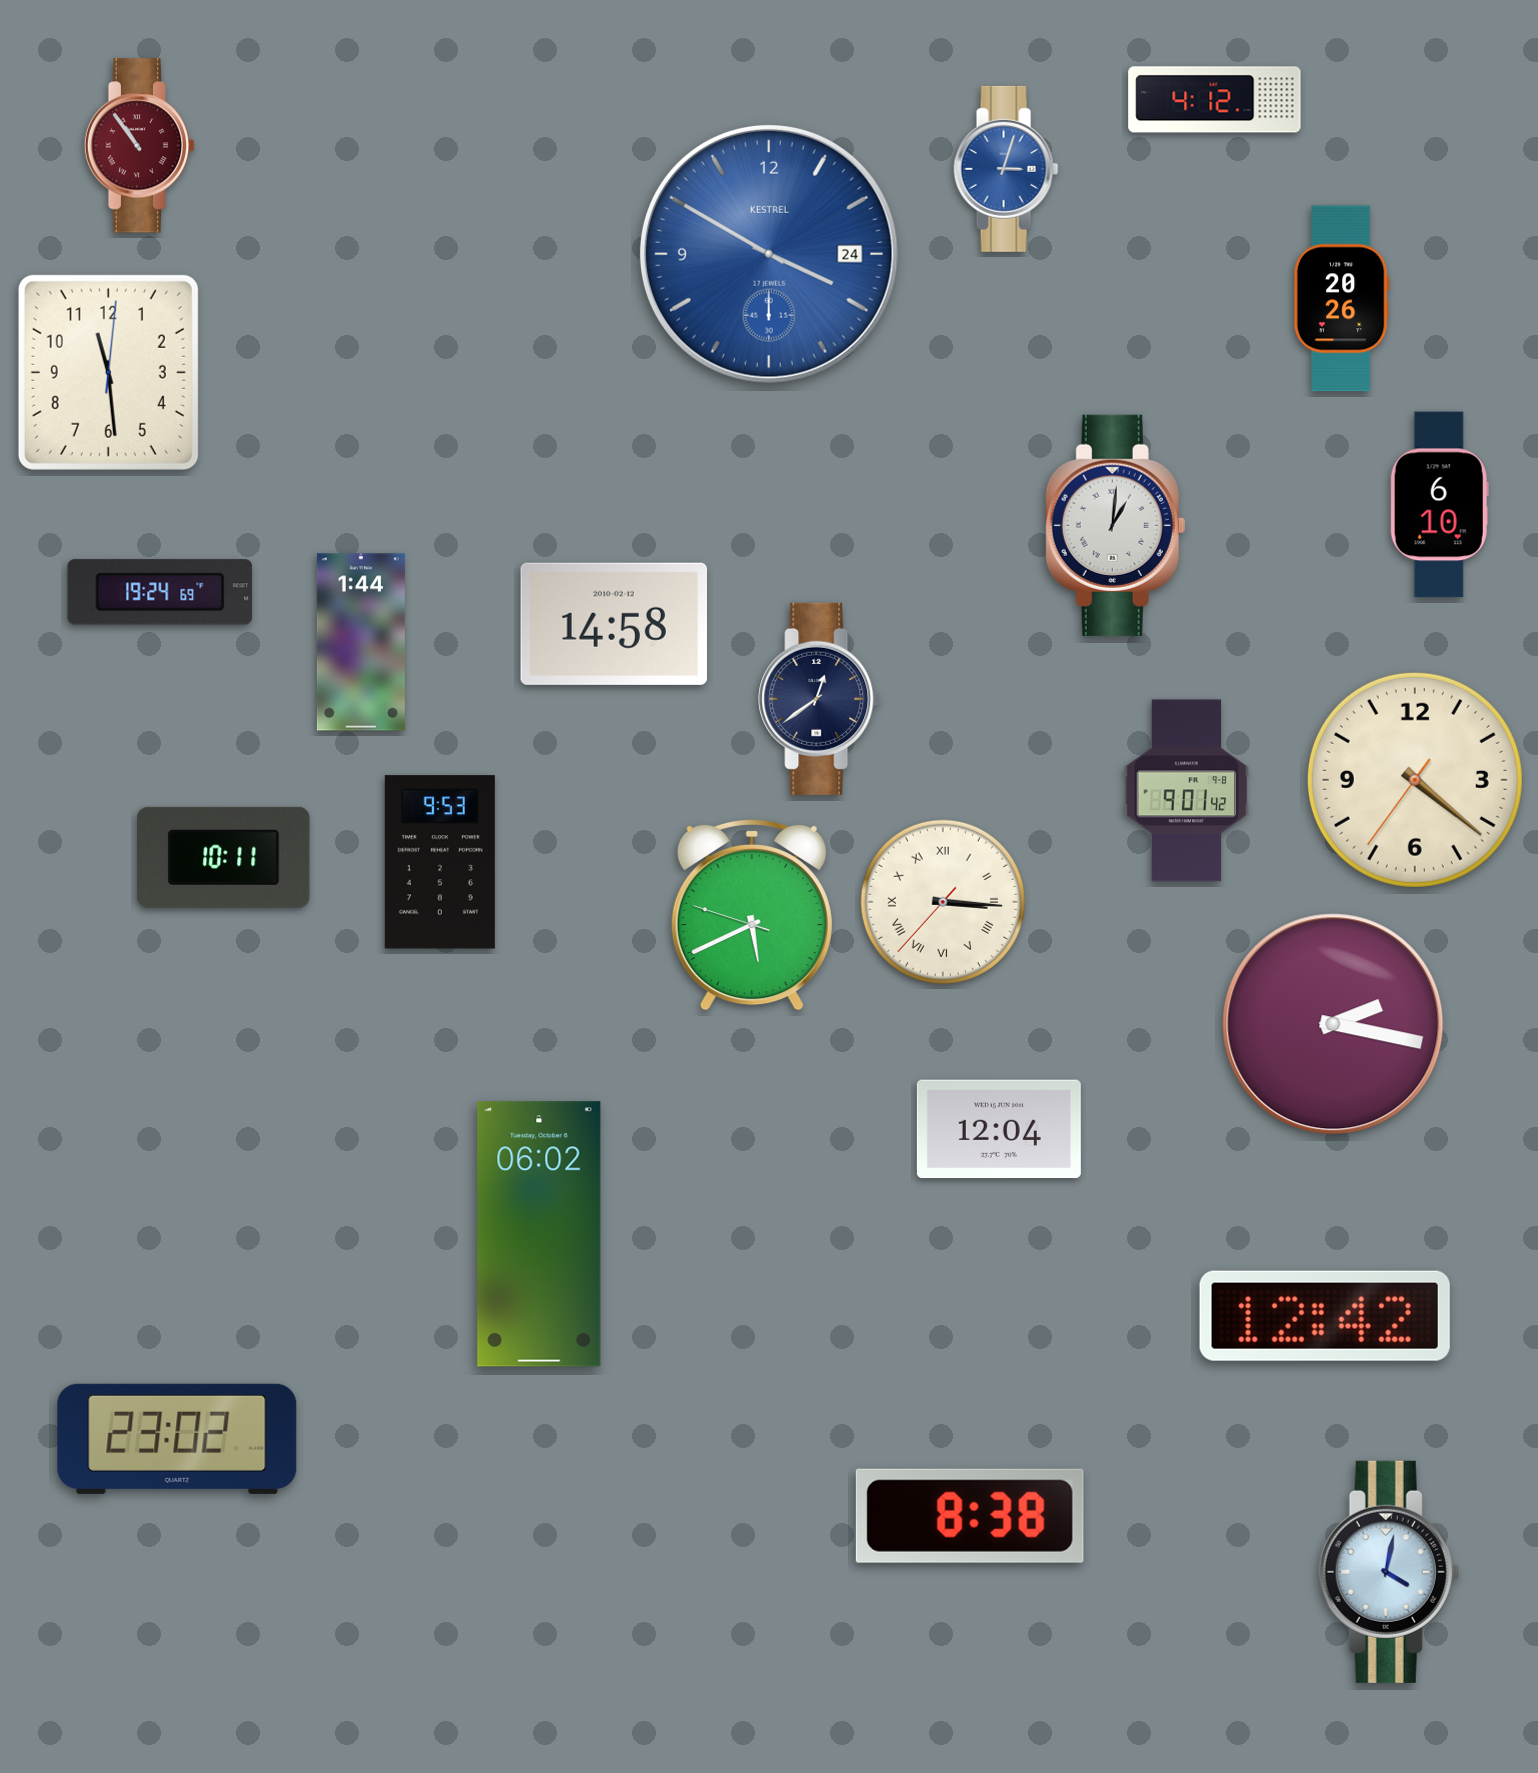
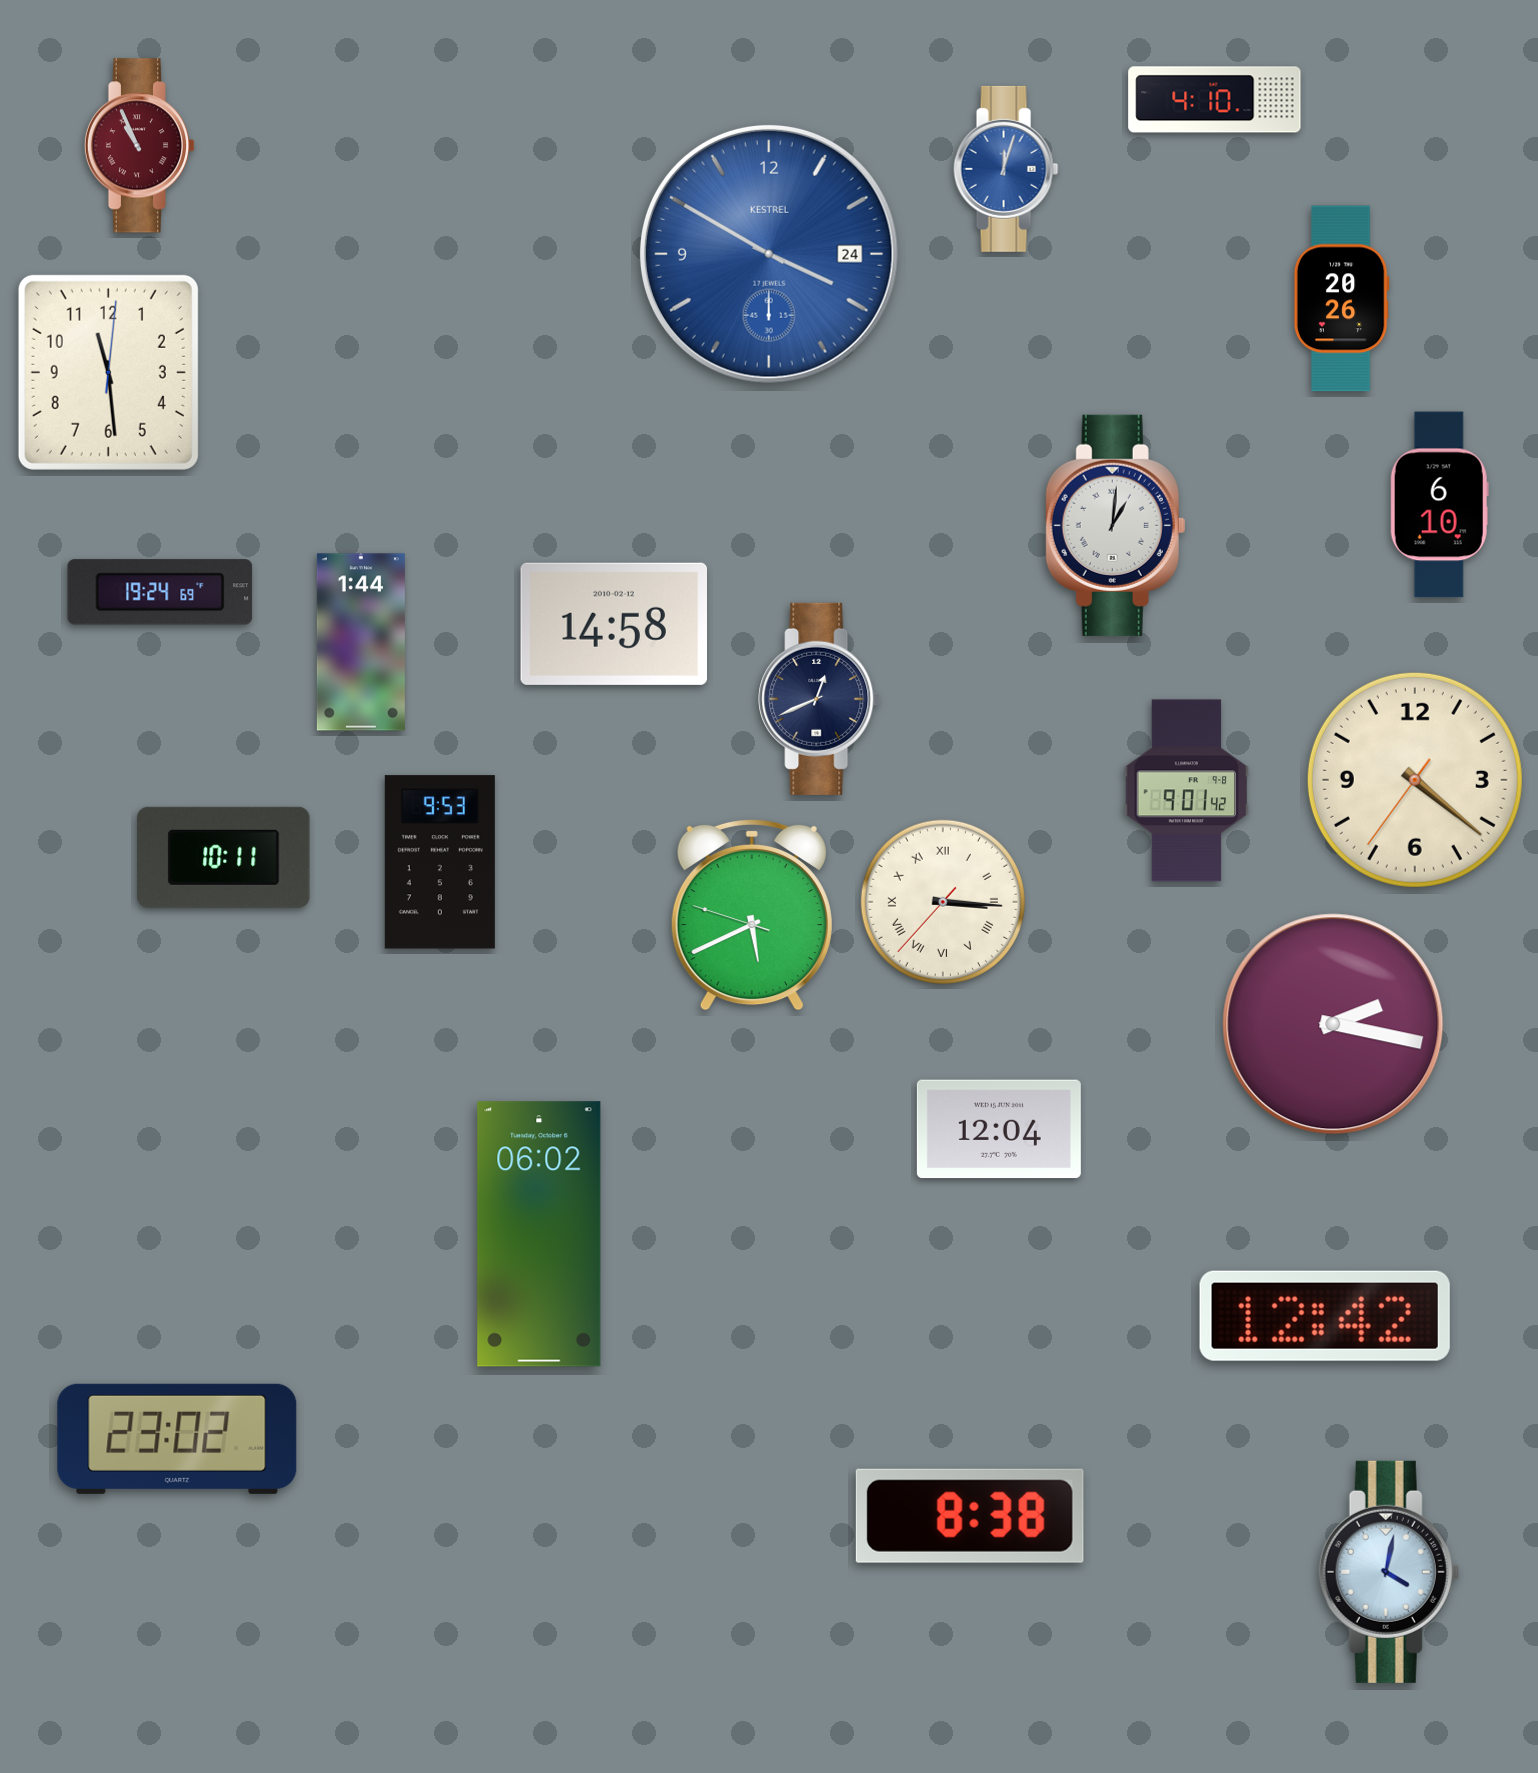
clock at (1215, 100): 4:12 -> 4:10
clock at (140, 146): 10:54 -> 10:56
clock at (1006, 169): 3:03 -> 12:03
clock at (819, 699): 12:39 -> 12:41
